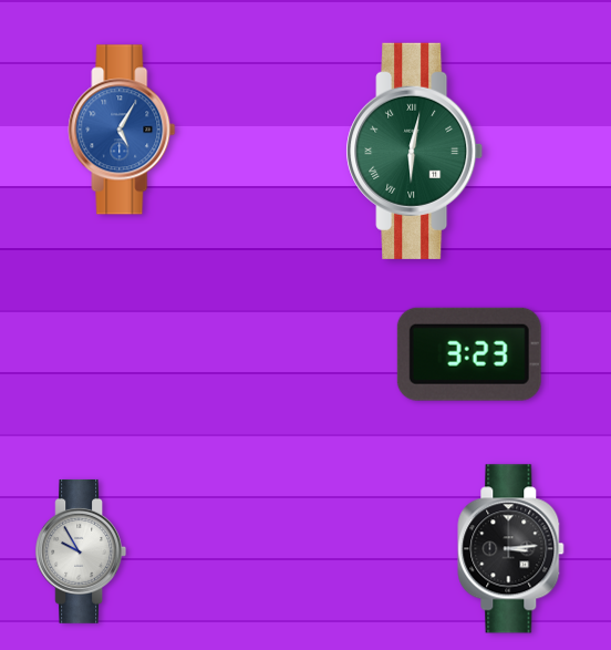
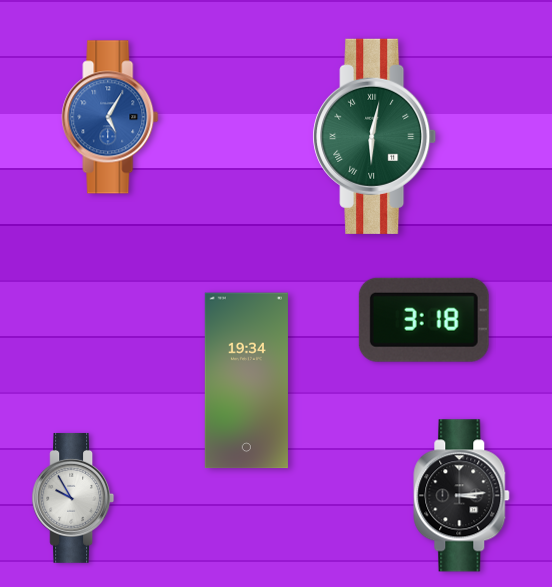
clock at (469, 354): 3:23 -> 3:18
clock at (246, 381): none -> 19:34
